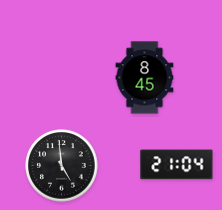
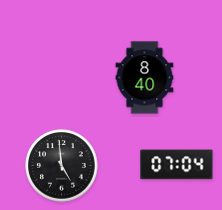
clock at (145, 78): 8:45 -> 8:40
clock at (177, 165): 21:04 -> 07:04
